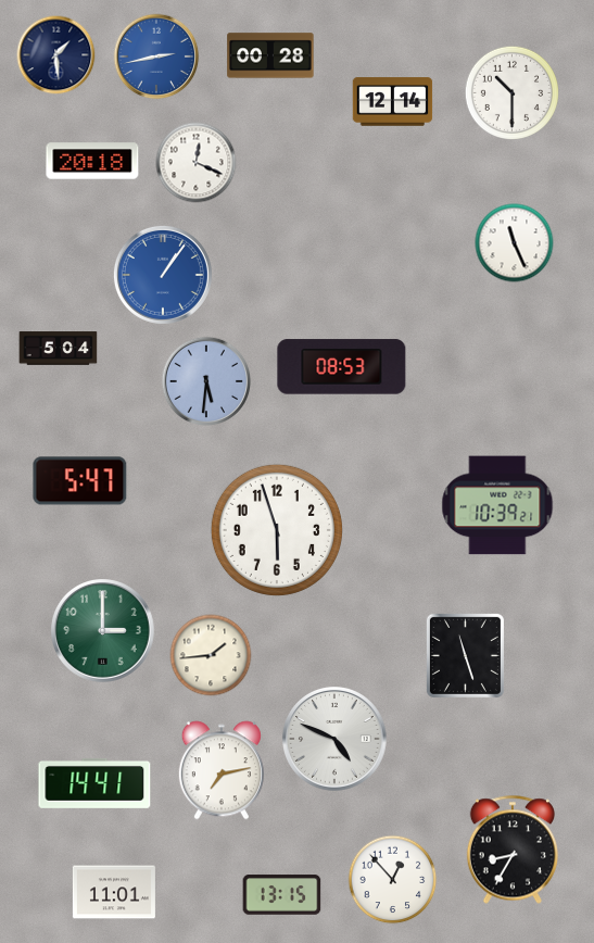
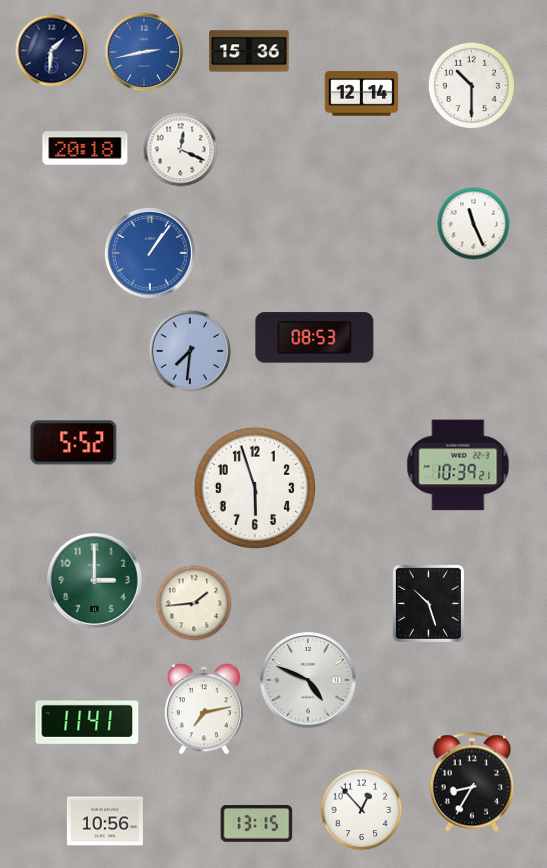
clock at (56, 55): 1:29 -> 1:31
clock at (270, 55): 00:28 -> 15:36
clock at (59, 349): 5:04 -> none
clock at (206, 381): 5:31 -> 7:31
clock at (80, 481): 5:47 -> 5:52
clock at (465, 655): 11:27 -> 10:27
clock at (94, 783): 14:41 -> 11:41
clock at (114, 892): 11:01 -> 10:56
clock at (282, 895) position: (282, 895) -> (257, 824)
